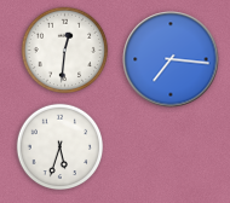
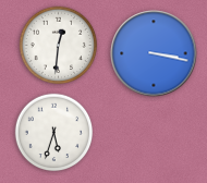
clock at (171, 59): 7:16 -> 3:17
